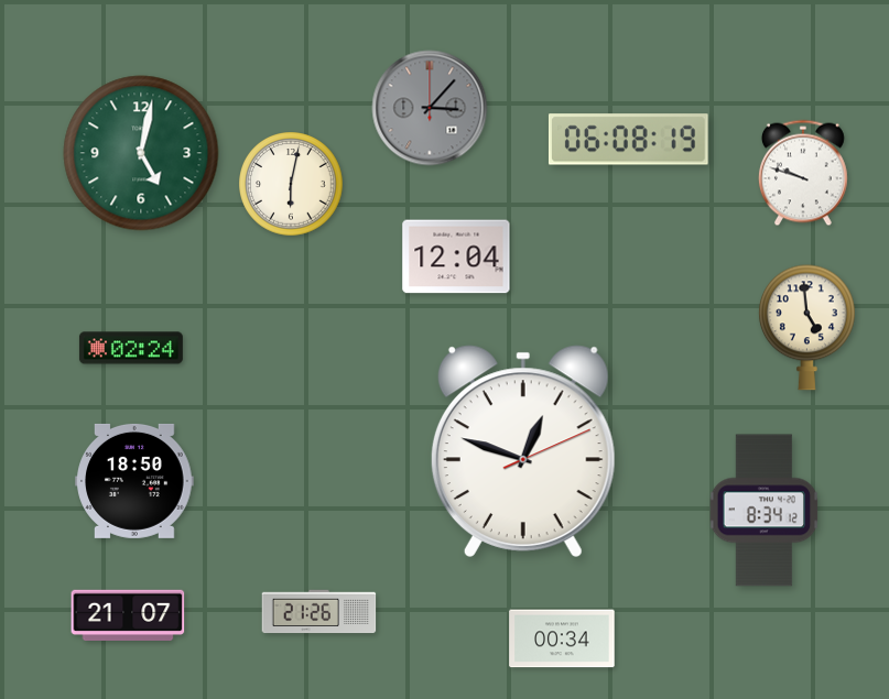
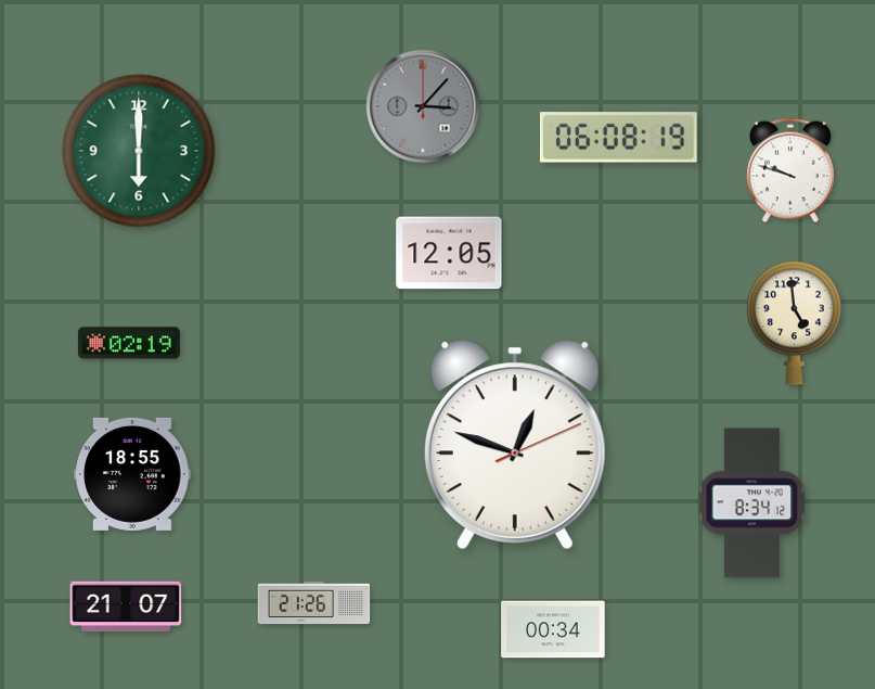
clock at (141, 153): 5:02 -> 6:00
clock at (291, 184): 6:02 -> none
clock at (456, 256): 12:04 -> 12:05
clock at (131, 348): 02:24 -> 02:19
clock at (134, 481): 18:50 -> 18:55
